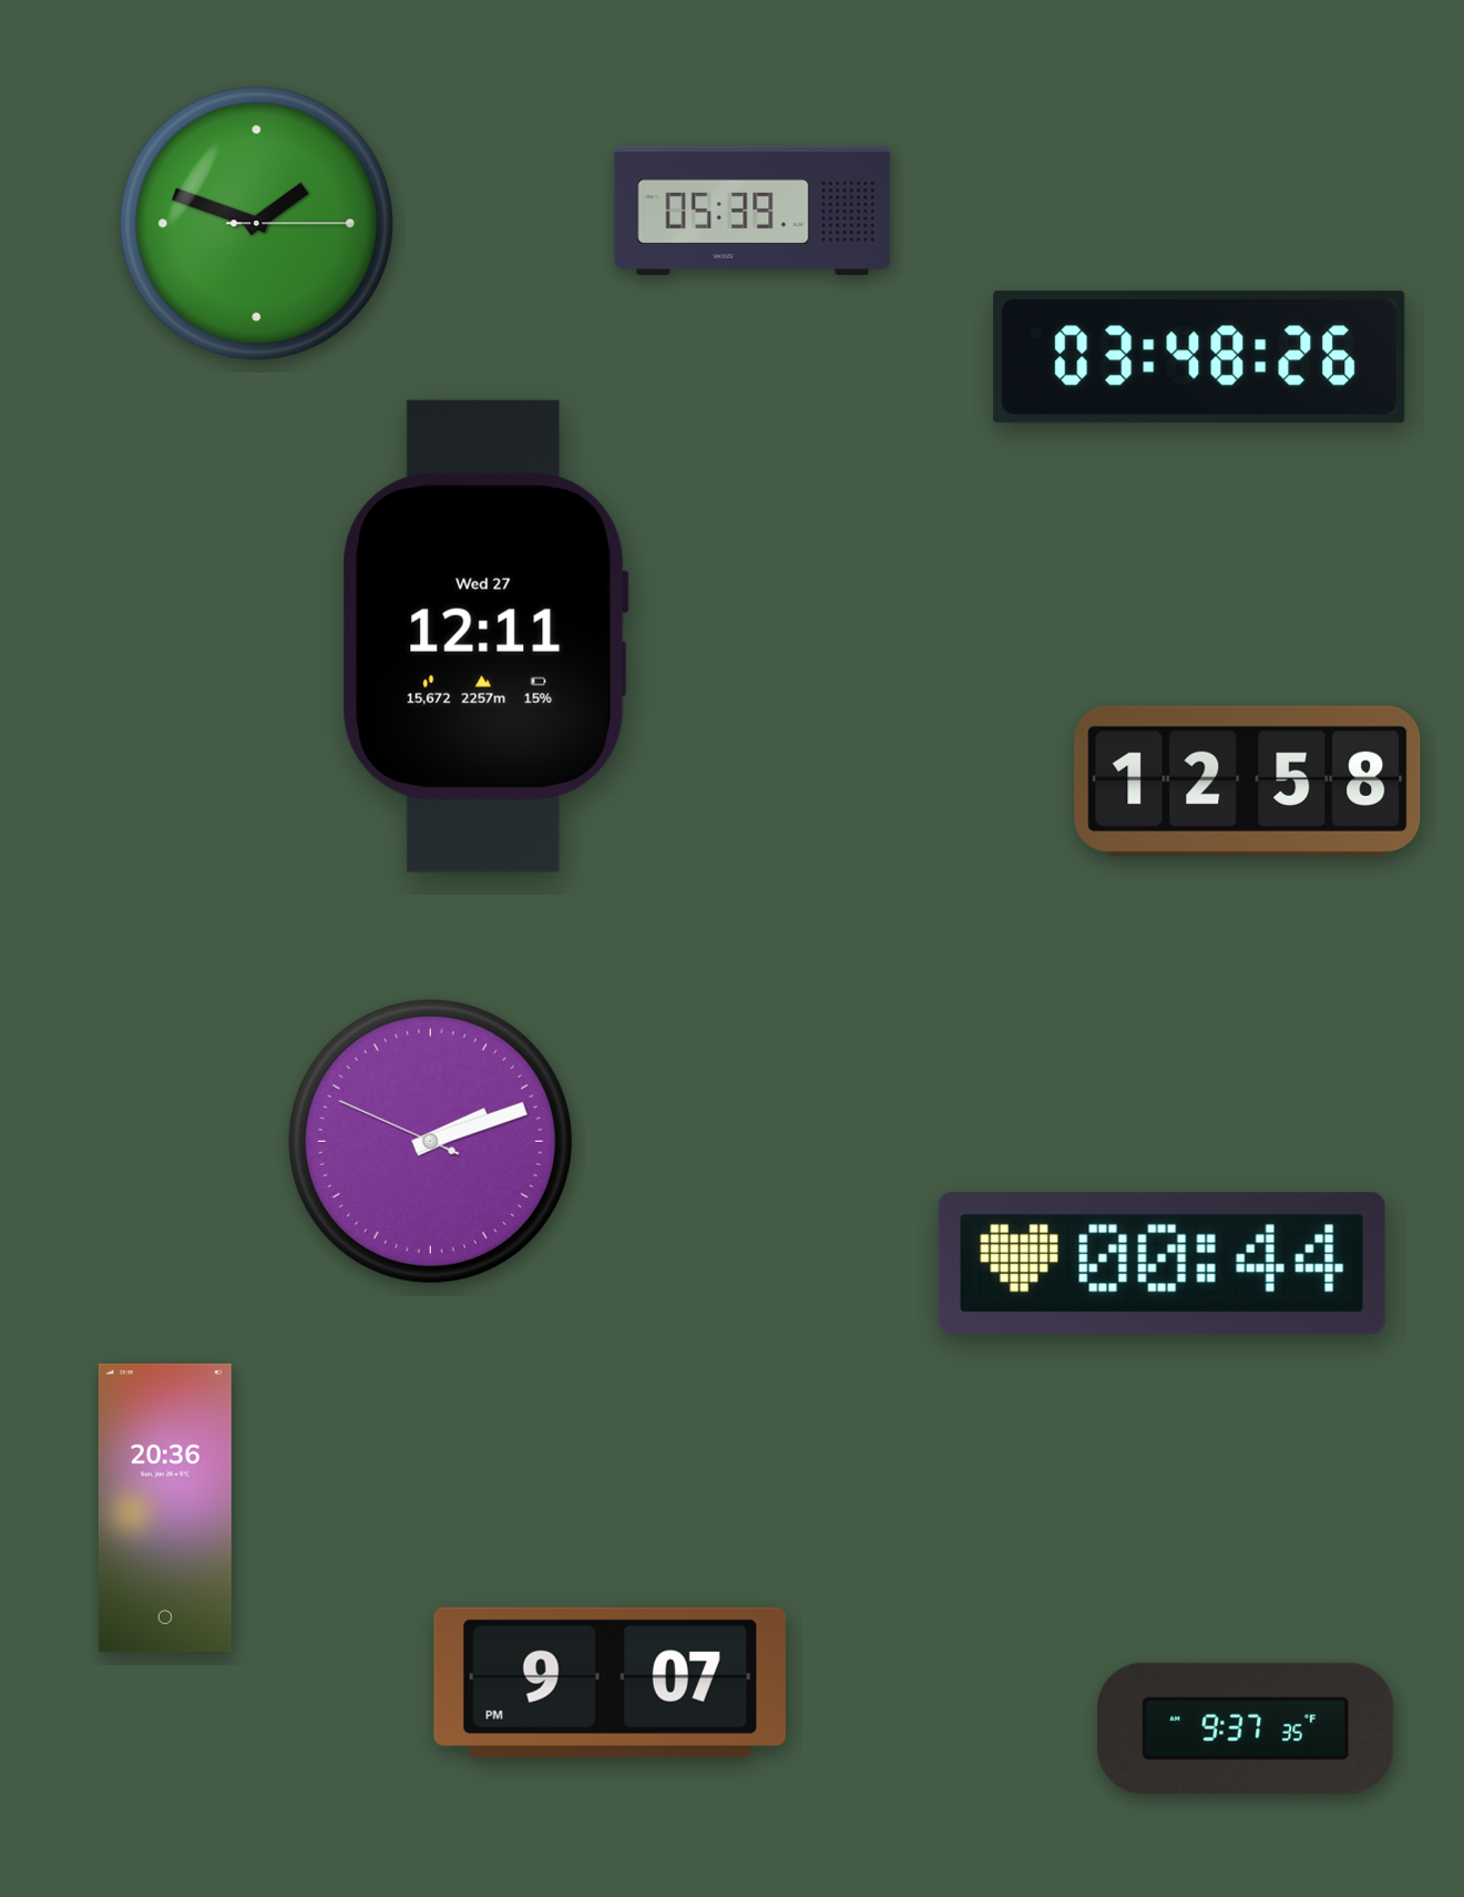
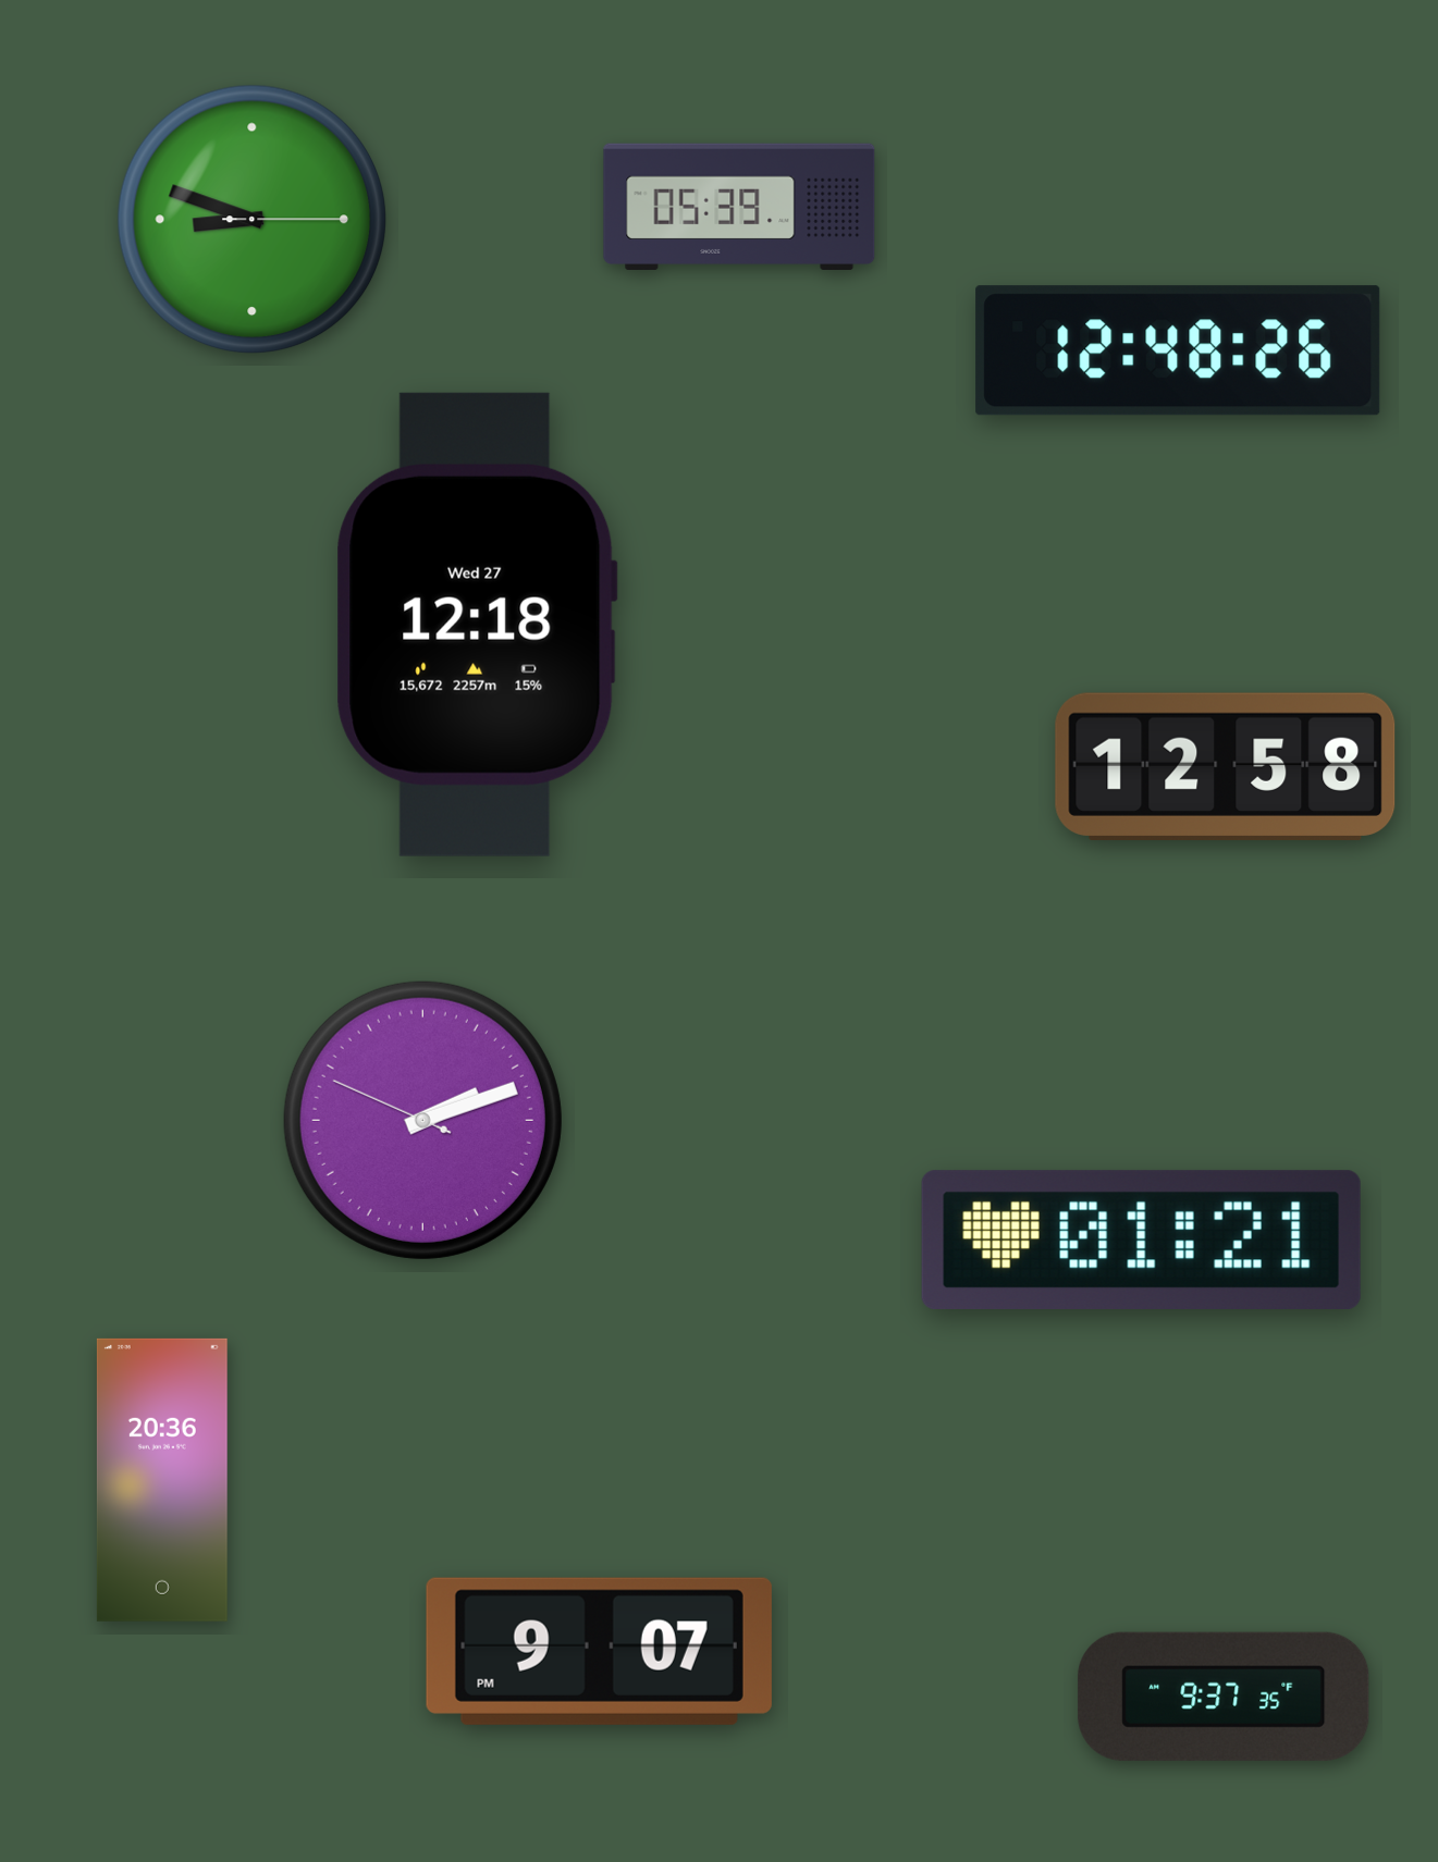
clock at (257, 224): 1:48 -> 8:48
clock at (1199, 357): 03:48 -> 12:48
clock at (485, 636): 12:11 -> 12:18
clock at (1161, 1263): 00:44 -> 01:21
